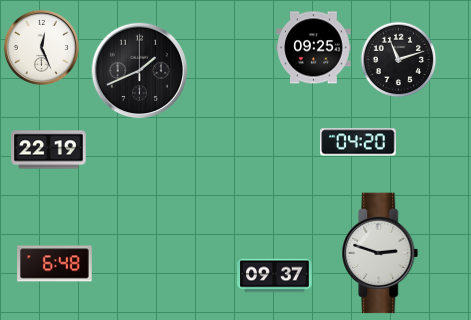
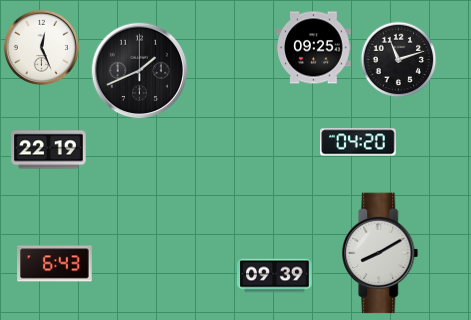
clock at (380, 253): 2:48 -> 8:10
clock at (55, 264): 6:48 -> 6:43
clock at (275, 276): 09:37 -> 09:39
